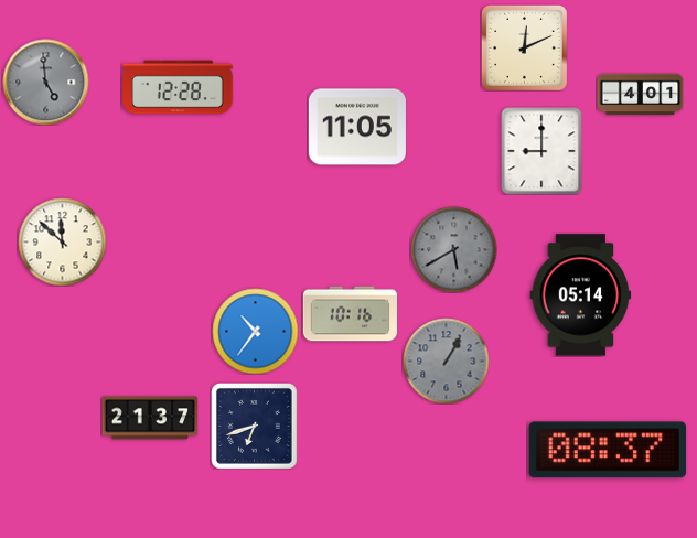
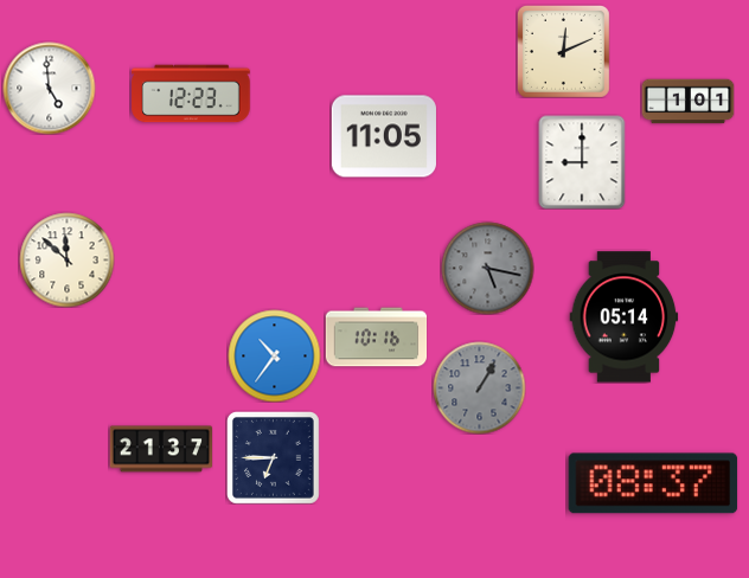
clock at (45, 82) dial: grey -> white
clock at (178, 87): 12:28 -> 12:23
clock at (640, 95): 4:01 -> 1:01
clock at (453, 249): 5:40 -> 5:17
clock at (255, 427): 6:42 -> 6:45
